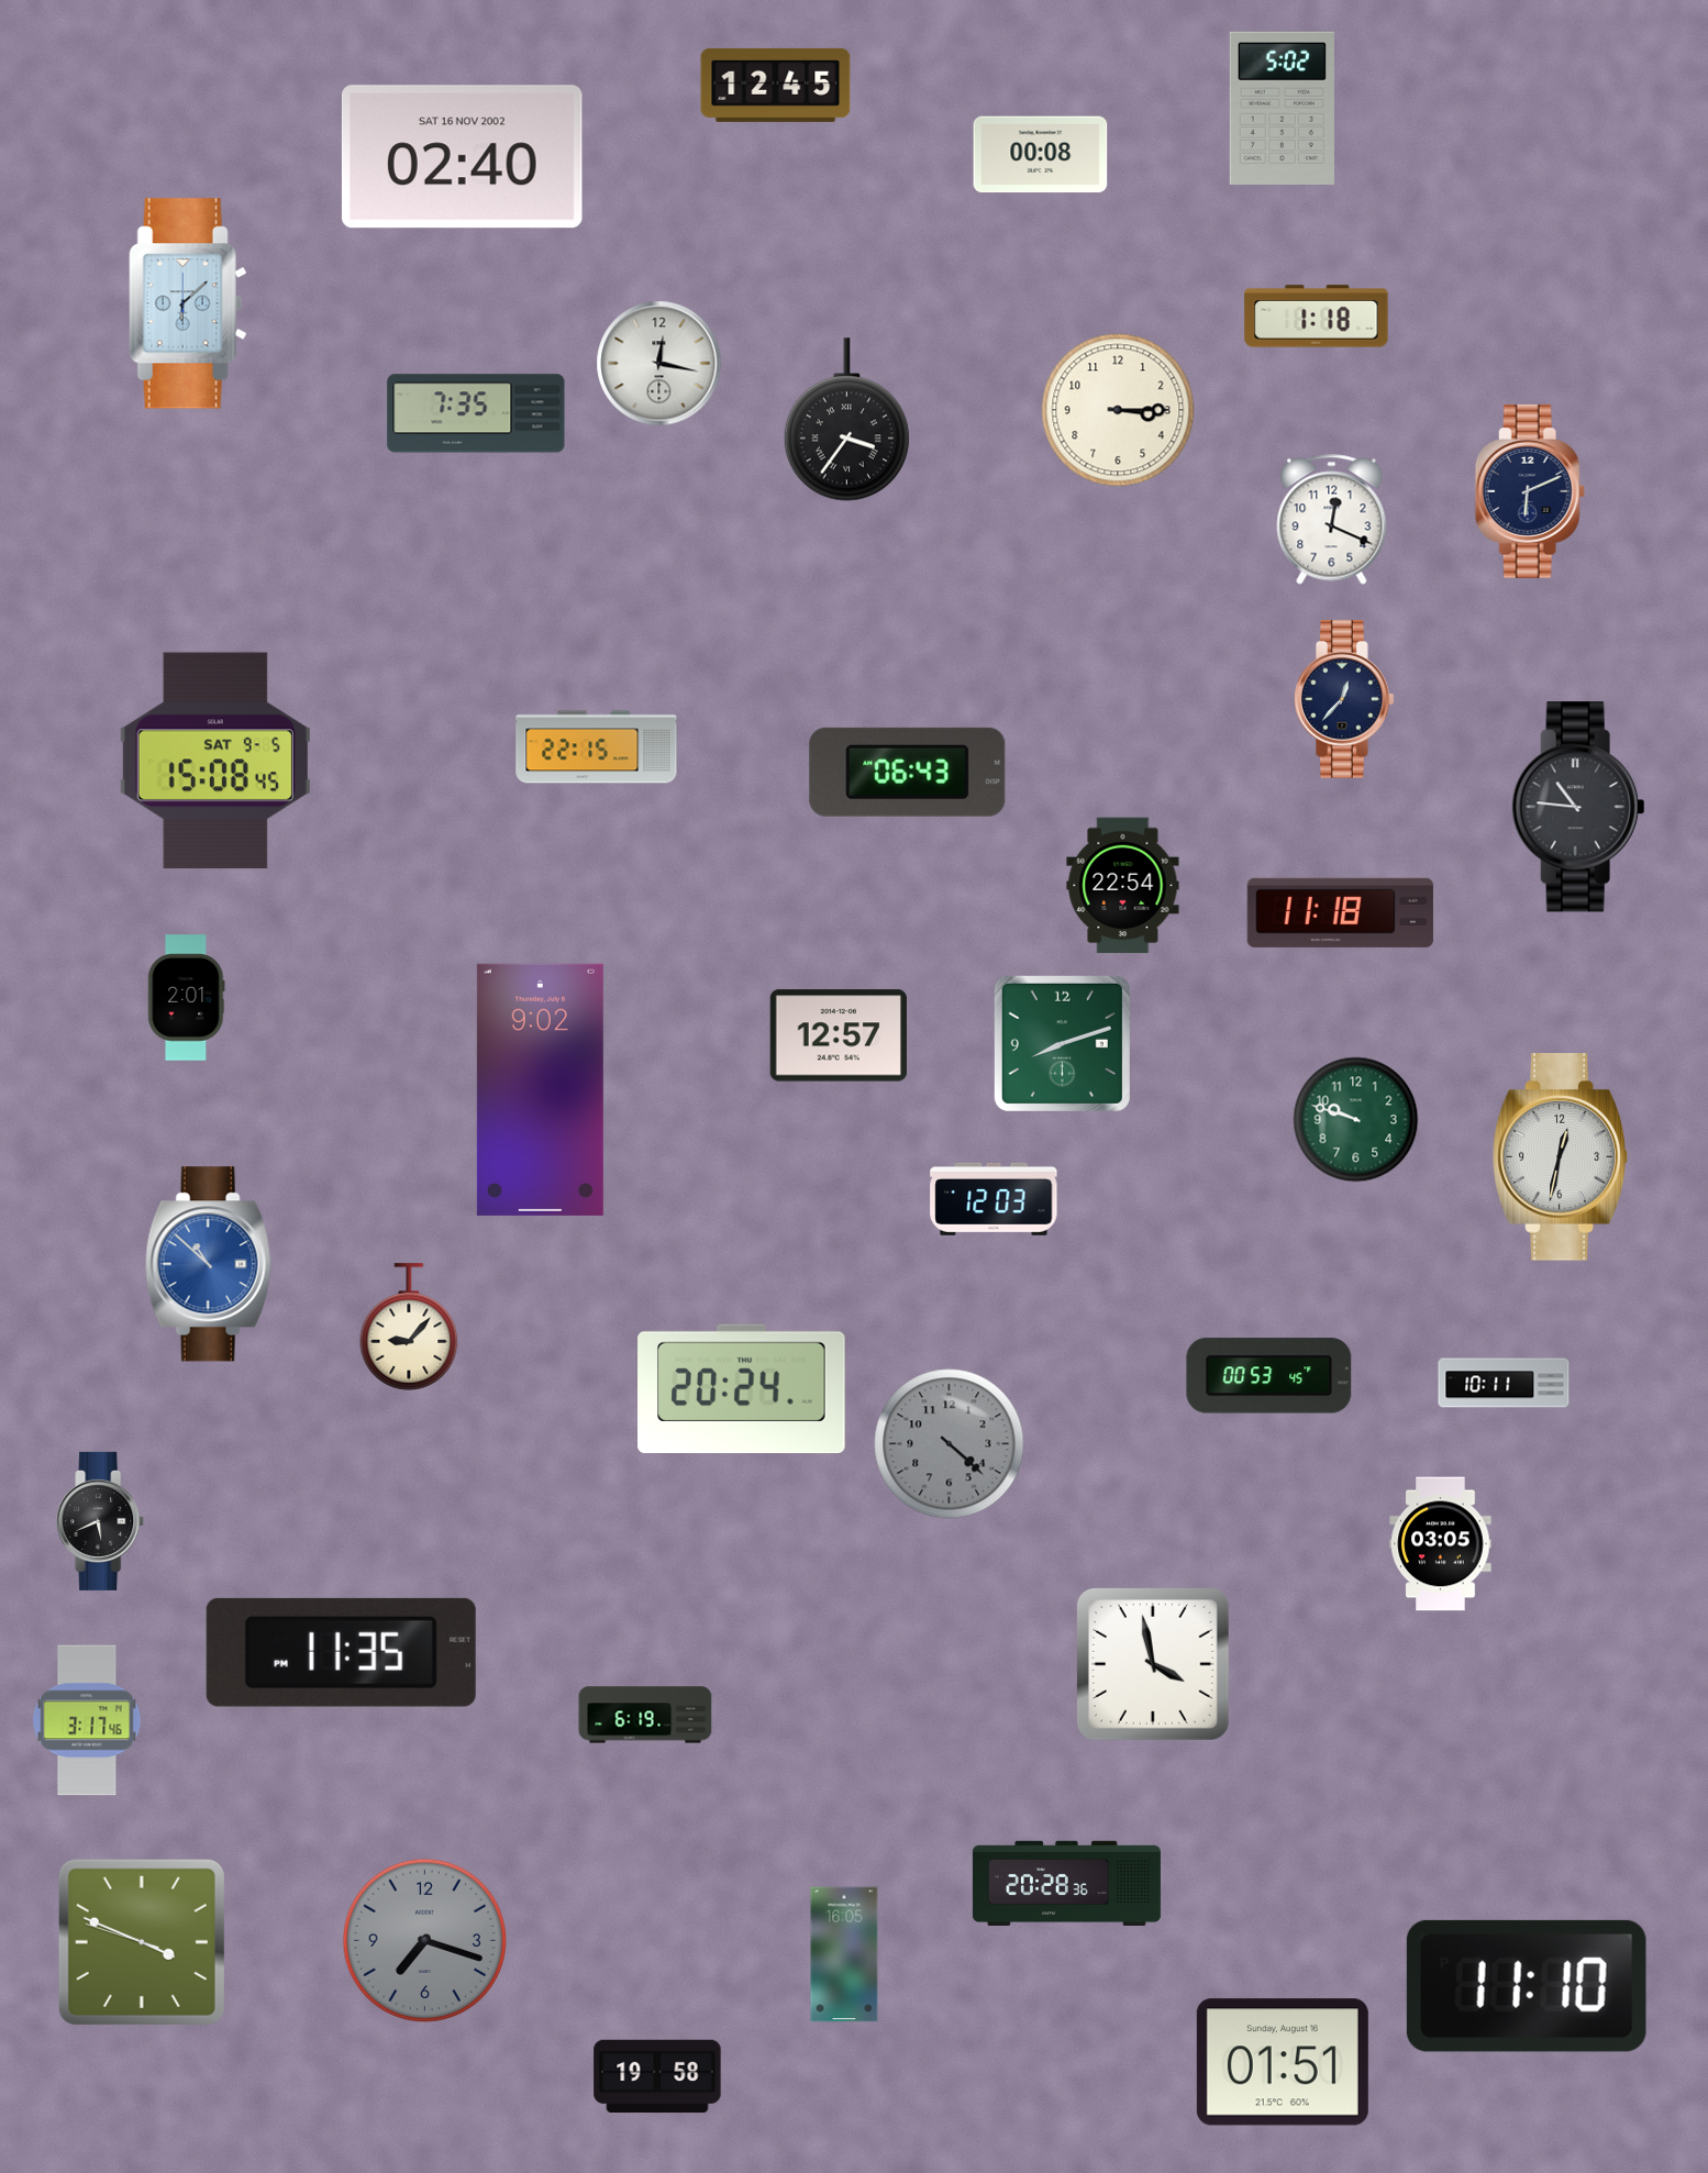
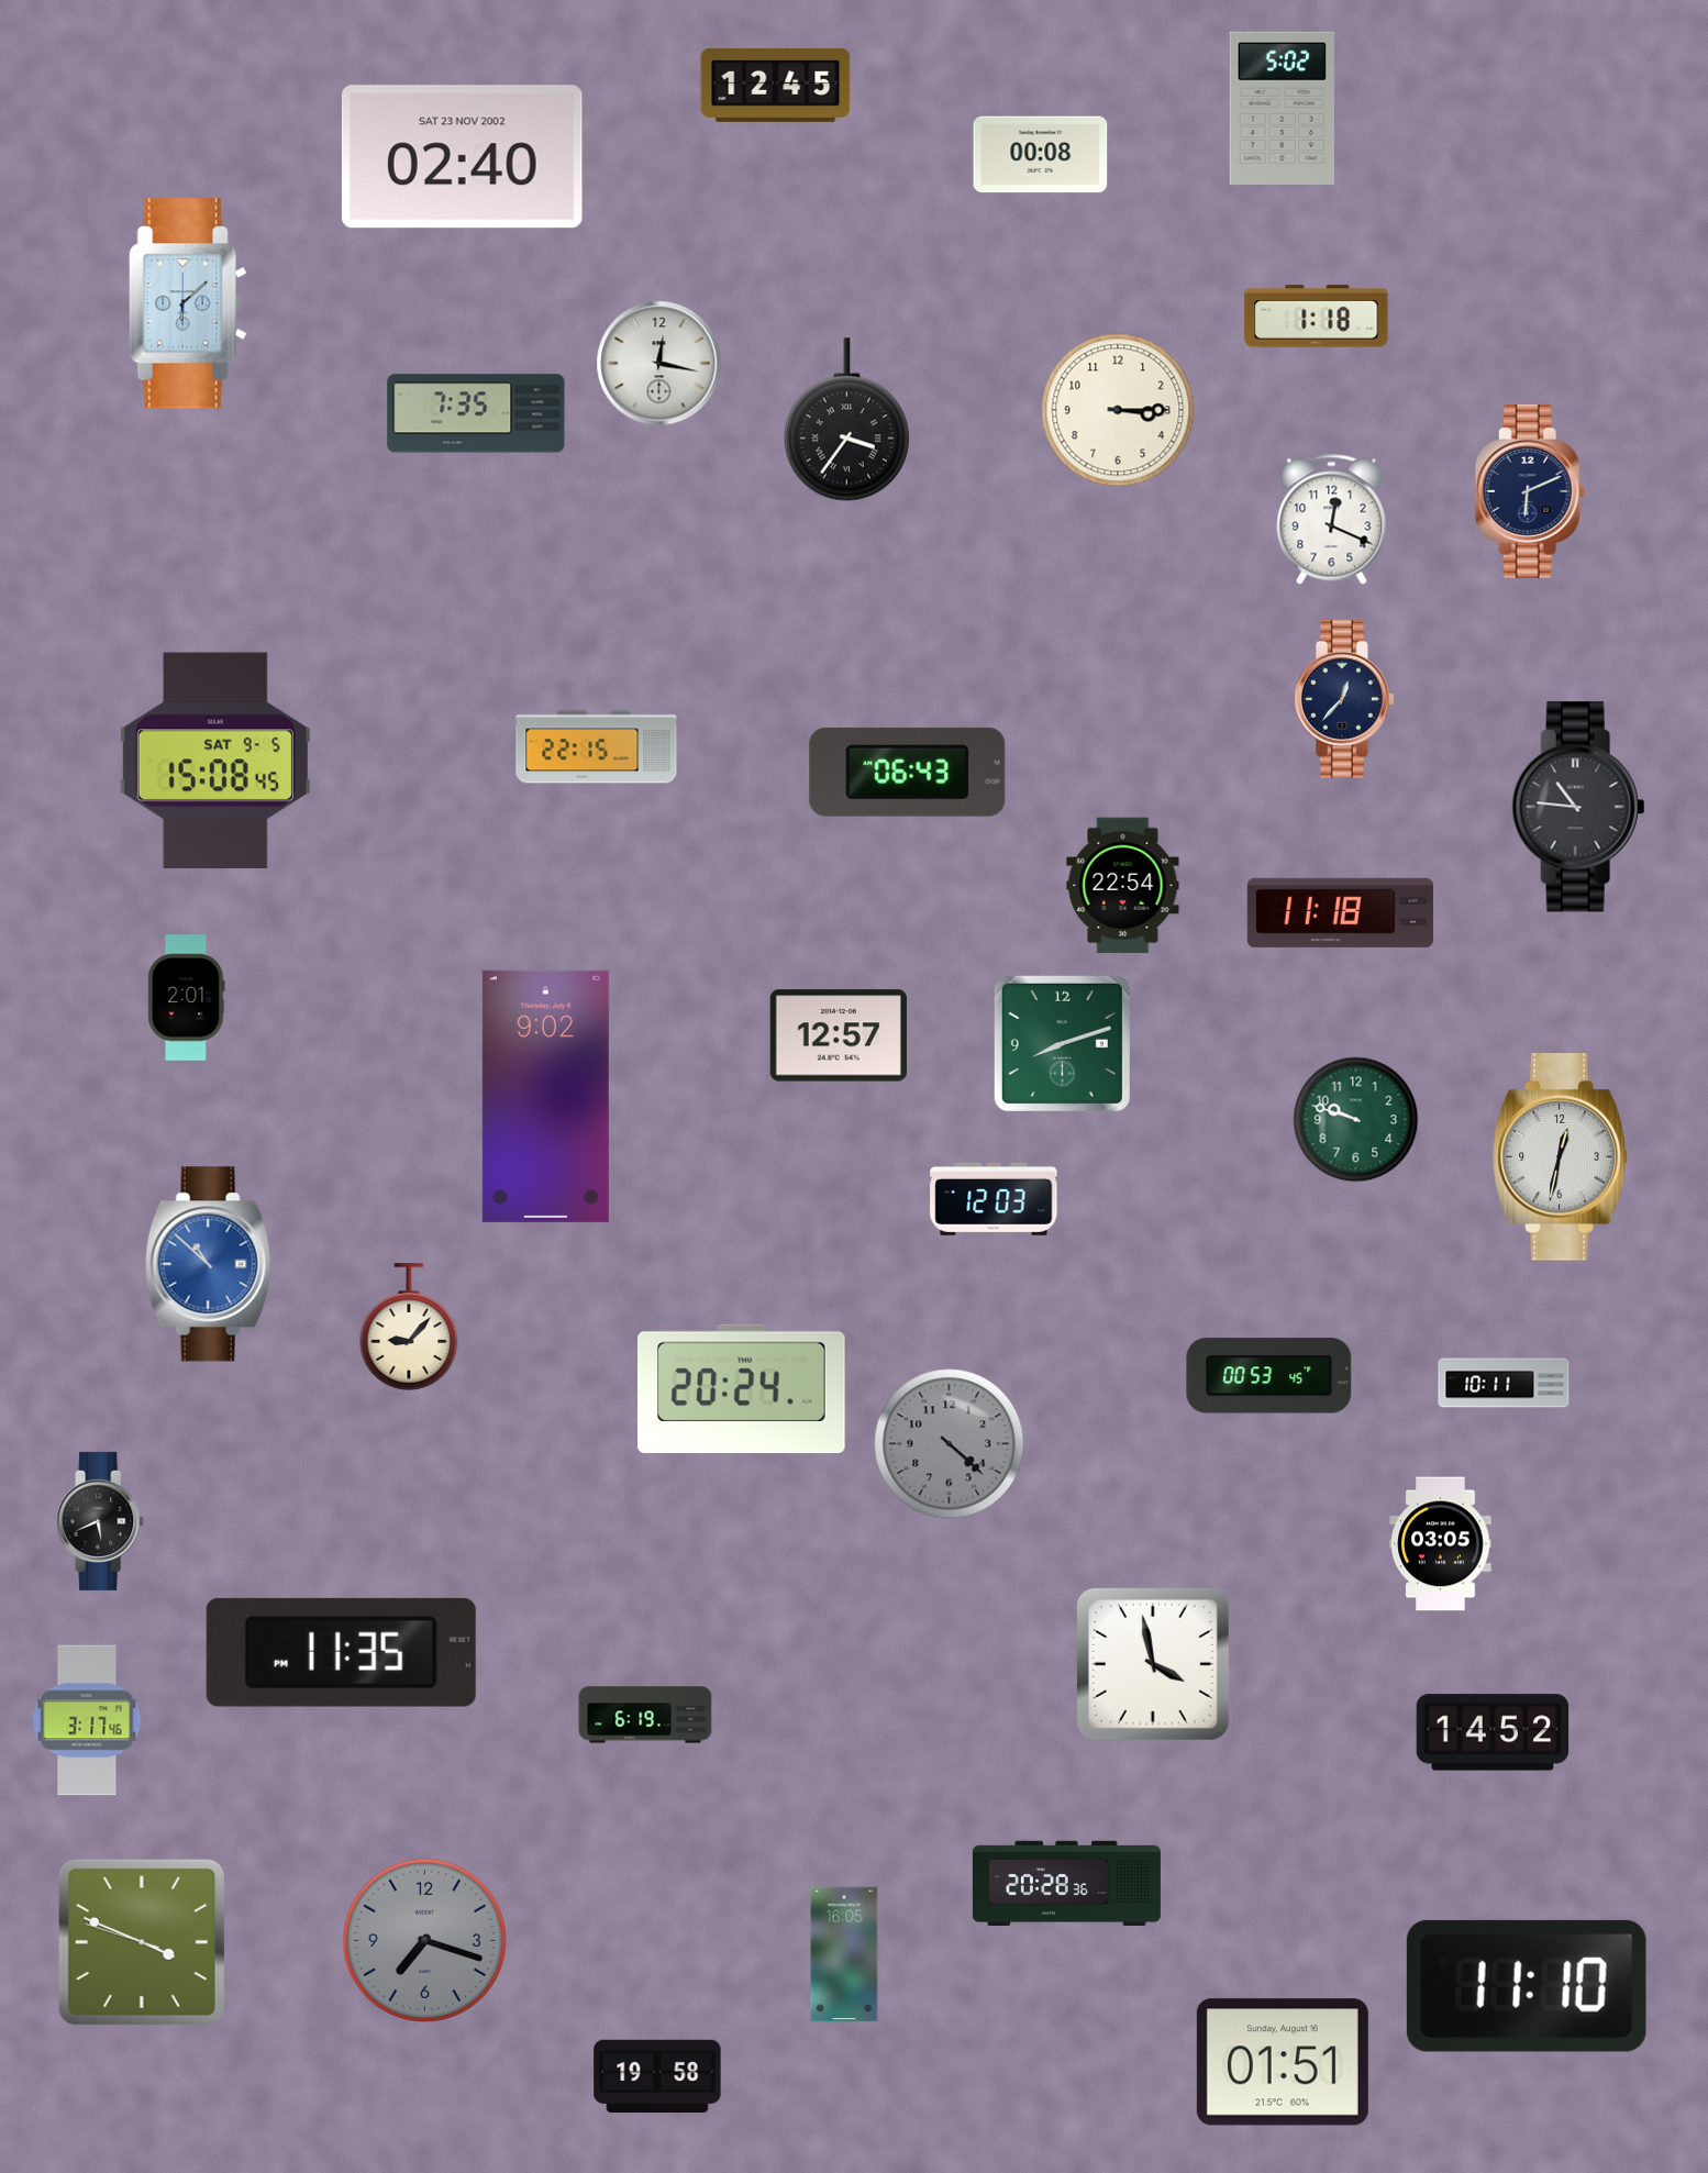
clock at (462, 157) date: SAT 16 NOV 2002 -> SAT 23 NOV 2002
clock at (540, 1089) position: (540, 1089) -> (545, 1096)
clock at (1493, 1732): none -> 14:52
